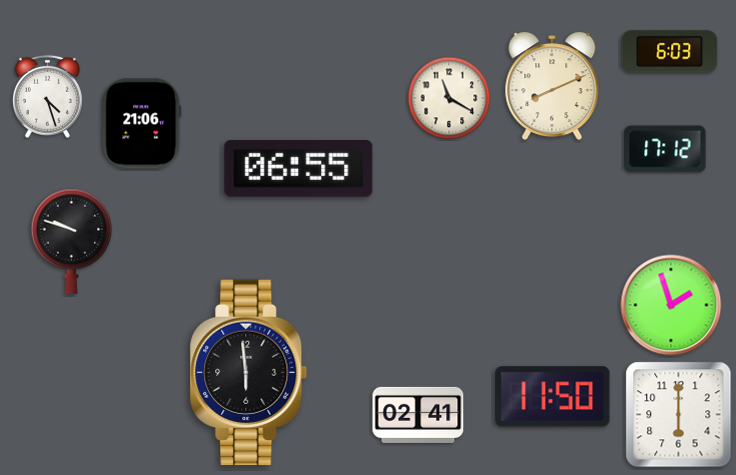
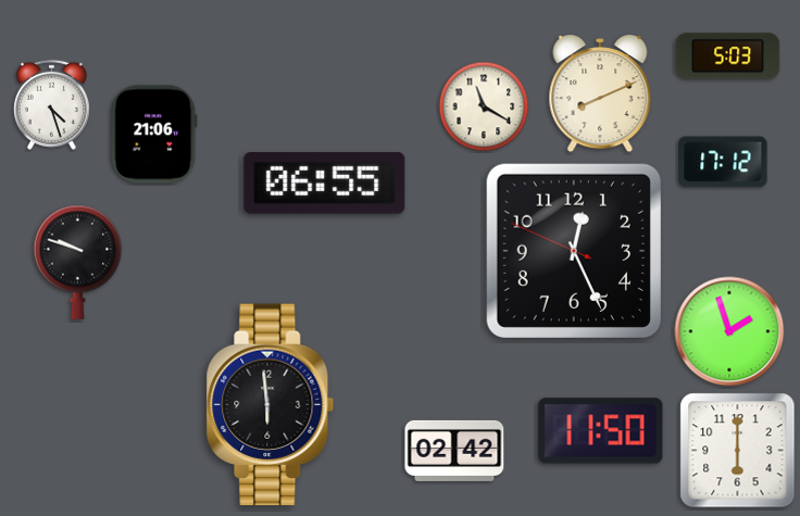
clock at (670, 52): 6:03 -> 5:03
clock at (449, 98) position: (449, 98) -> (484, 106)
clock at (574, 251): none -> 12:25
clock at (418, 415): 02:41 -> 02:42
